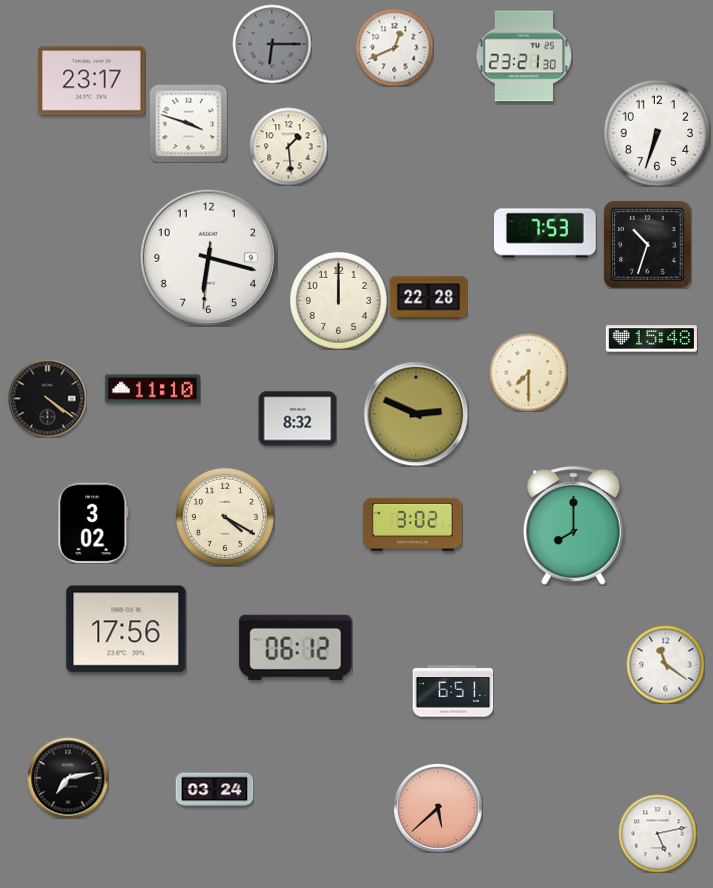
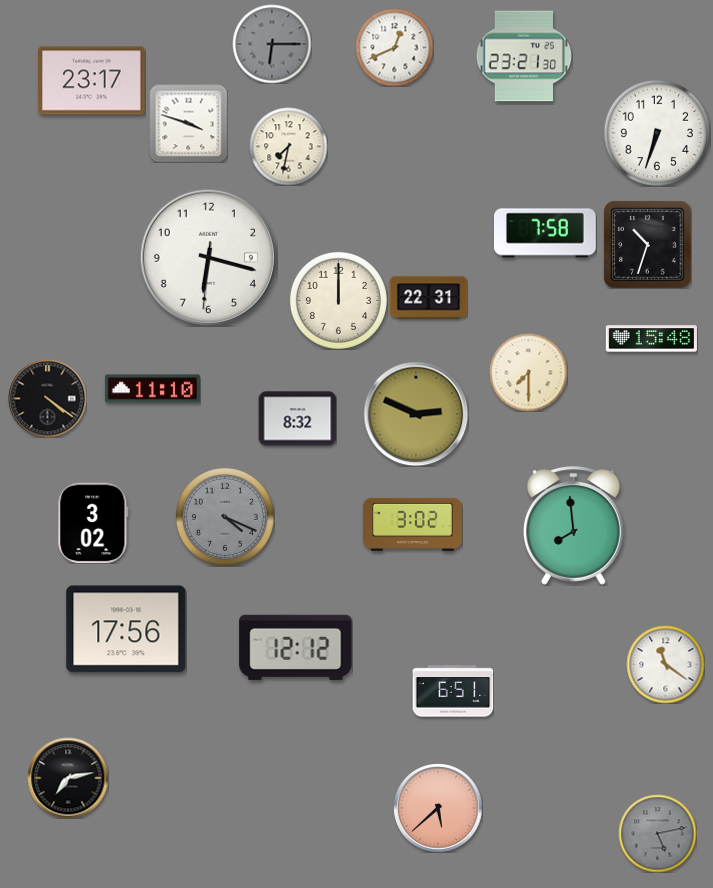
clock at (288, 146): 1:29 -> 7:32
clock at (546, 233): 7:53 -> 7:58
clock at (428, 298): 22:28 -> 22:31
clock at (225, 517): 4:20 -> 4:19
clock at (225, 517) dial: cream -> grey
clock at (573, 526): 8:00 -> 7:59
clock at (296, 647): 06:12 -> 12:12
clock at (214, 790): 03:24 -> none
clock at (657, 833) dial: white -> grey
